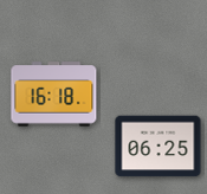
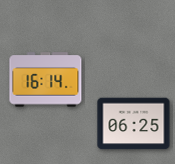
clock at (54, 95): 16:18 -> 16:14
